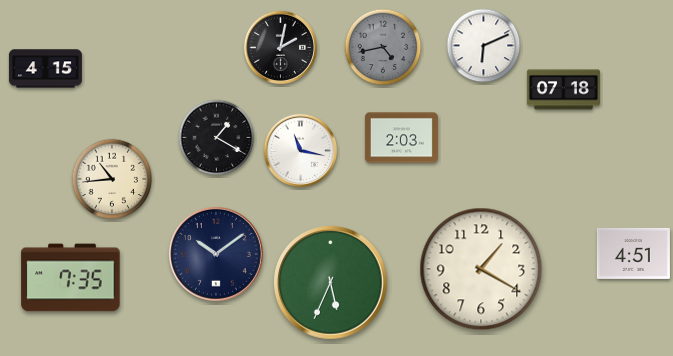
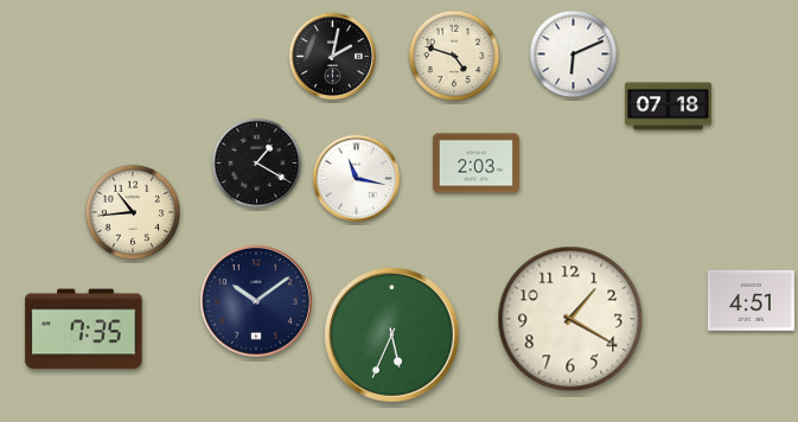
clock at (383, 47): 4:43 -> 4:48
clock at (383, 47) dial: grey -> cream
clock at (45, 69): 4:15 -> none
